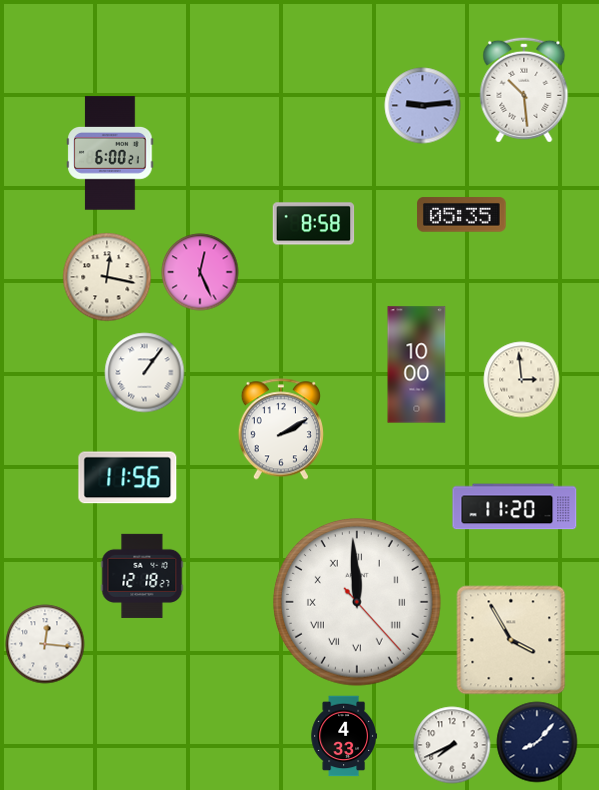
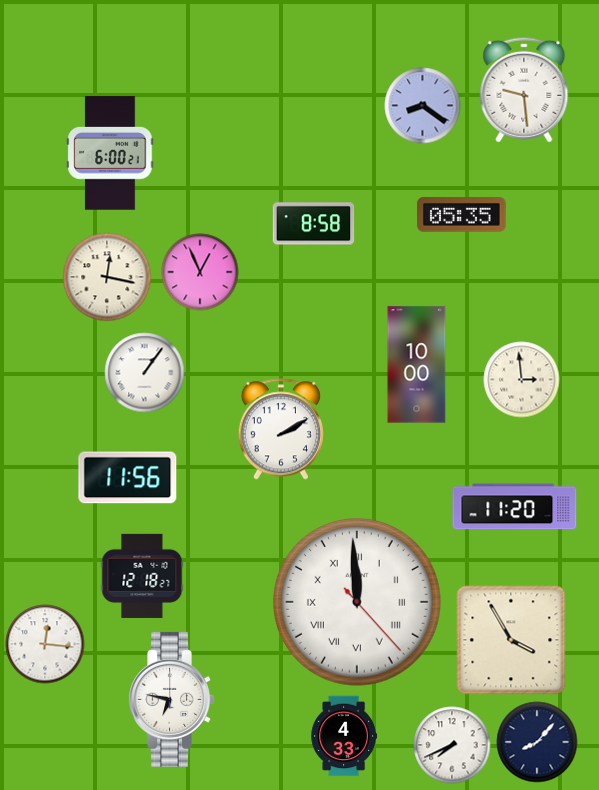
clock at (524, 90): 10:29 -> 9:29
clock at (423, 106): 9:14 -> 8:21
clock at (200, 272): 12:26 -> 12:56
clock at (171, 699): none -> 6:47
